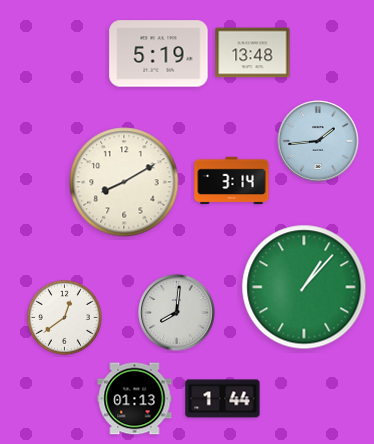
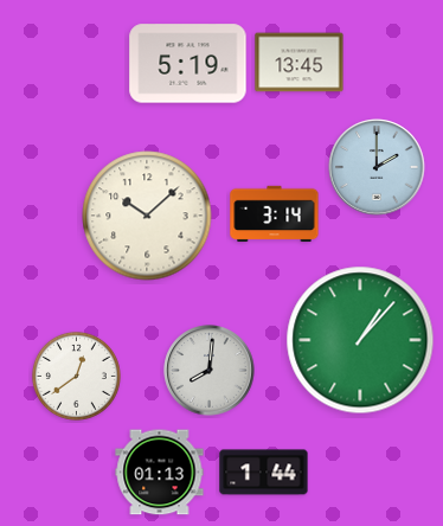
clock at (253, 53): 13:48 -> 13:45
clock at (318, 141): 1:44 -> 2:00
clock at (124, 182): 8:10 -> 10:08
